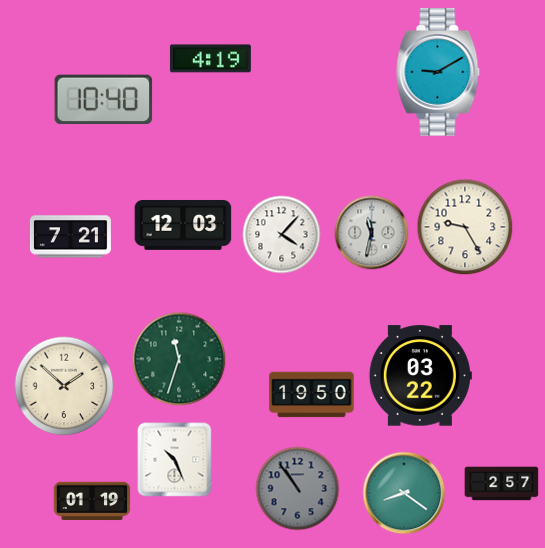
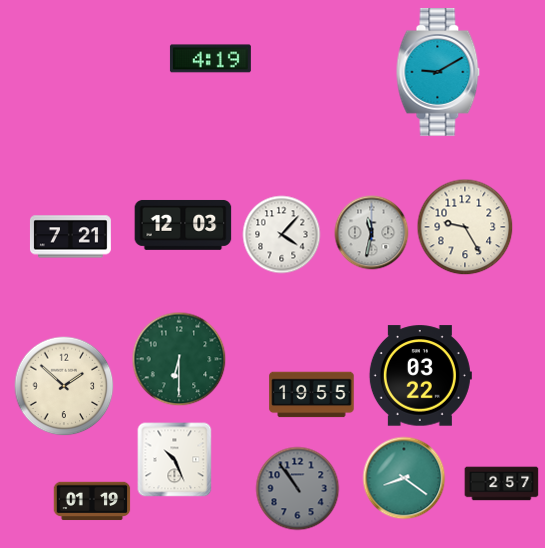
clock at (104, 100): 10:40 -> none
clock at (179, 359): 11:33 -> 6:30
clock at (312, 395): 19:50 -> 19:55
clock at (404, 493) position: (404, 493) -> (404, 478)
